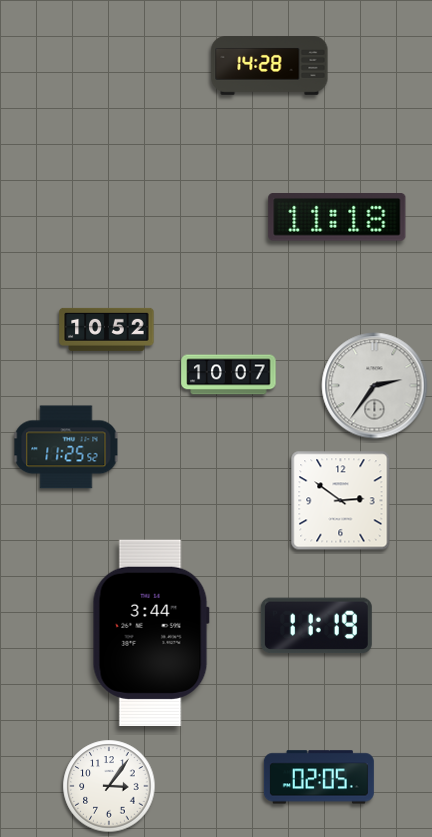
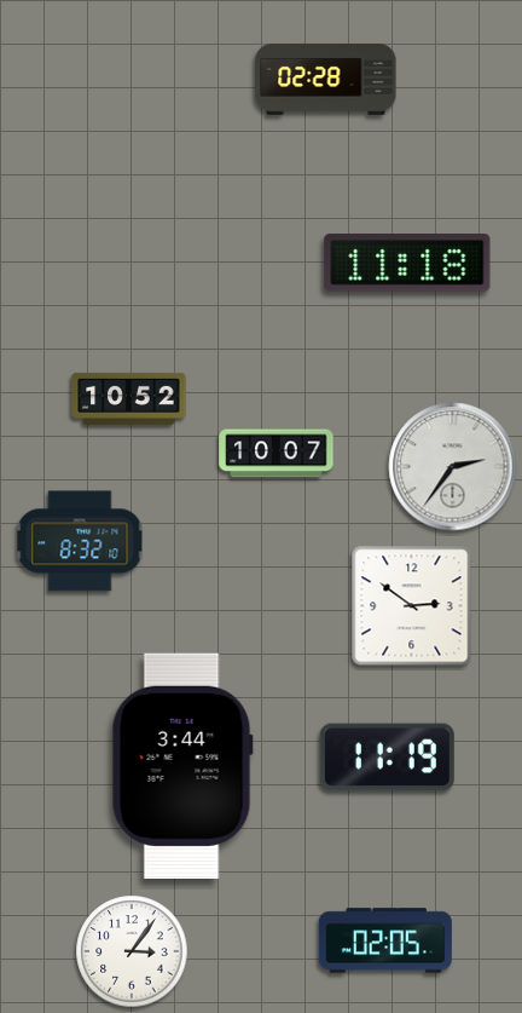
clock at (270, 66): 14:28 -> 02:28
clock at (66, 447): 11:25 -> 8:32
clock at (316, 626) position: (316, 626) -> (387, 758)
